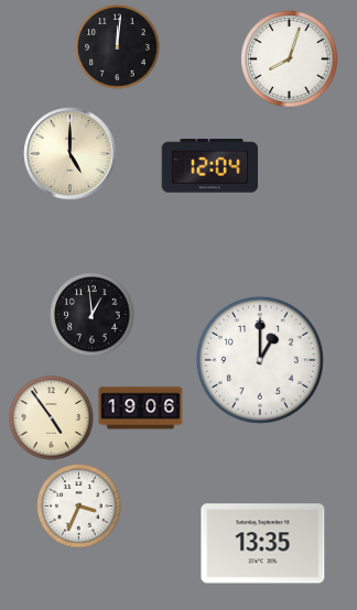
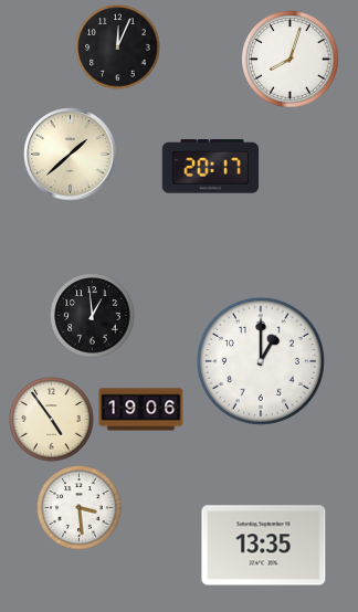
clock at (118, 47): 12:01 -> 12:04
clock at (71, 154): 5:00 -> 1:38
clock at (209, 166): 12:04 -> 20:17
clock at (79, 506): 3:34 -> 3:29
